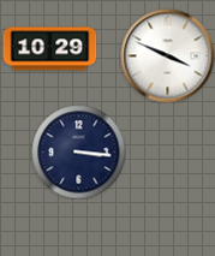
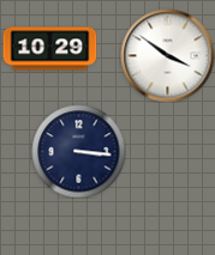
clock at (167, 55): 3:49 -> 3:51
